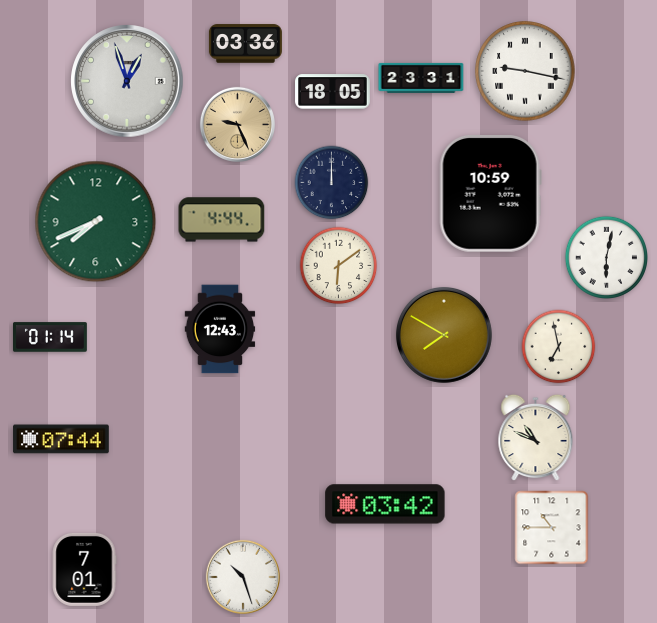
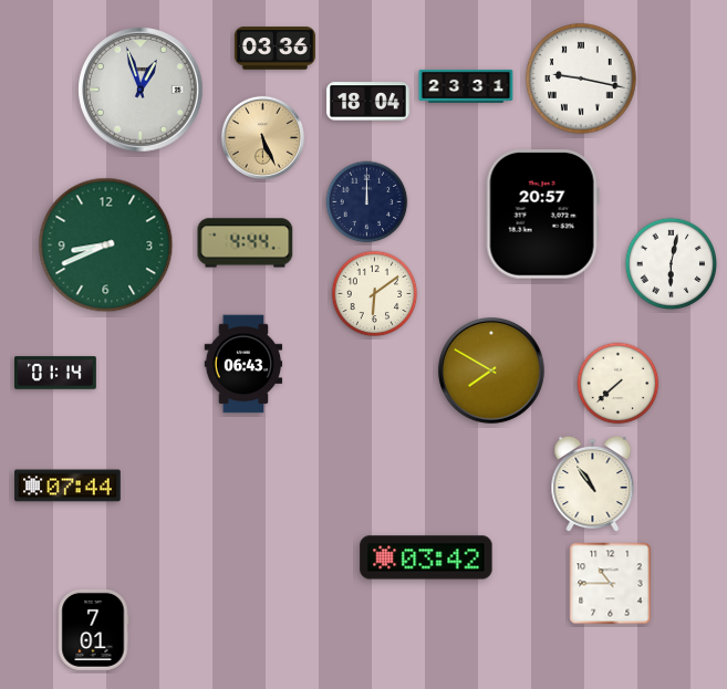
clock at (245, 44) position: (245, 44) -> (274, 49)
clock at (333, 92): 18:05 -> 18:04
clock at (237, 124): 9:26 -> 5:26
clock at (490, 194): 10:59 -> 20:57
clock at (96, 222): 7:41 -> 8:41
clock at (606, 257) position: (606, 257) -> (671, 263)
clock at (220, 329): 12:43 -> 06:43
clock at (559, 347): 6:58 -> 7:38
clock at (536, 438): 10:49 -> 10:54
clock at (243, 577): 10:27 -> none
